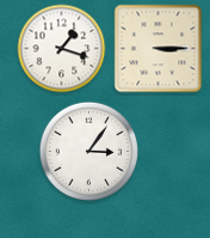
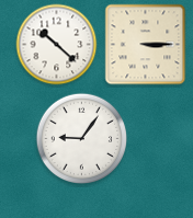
clock at (62, 49): 1:18 -> 10:22
clock at (88, 151): 3:06 -> 9:06
